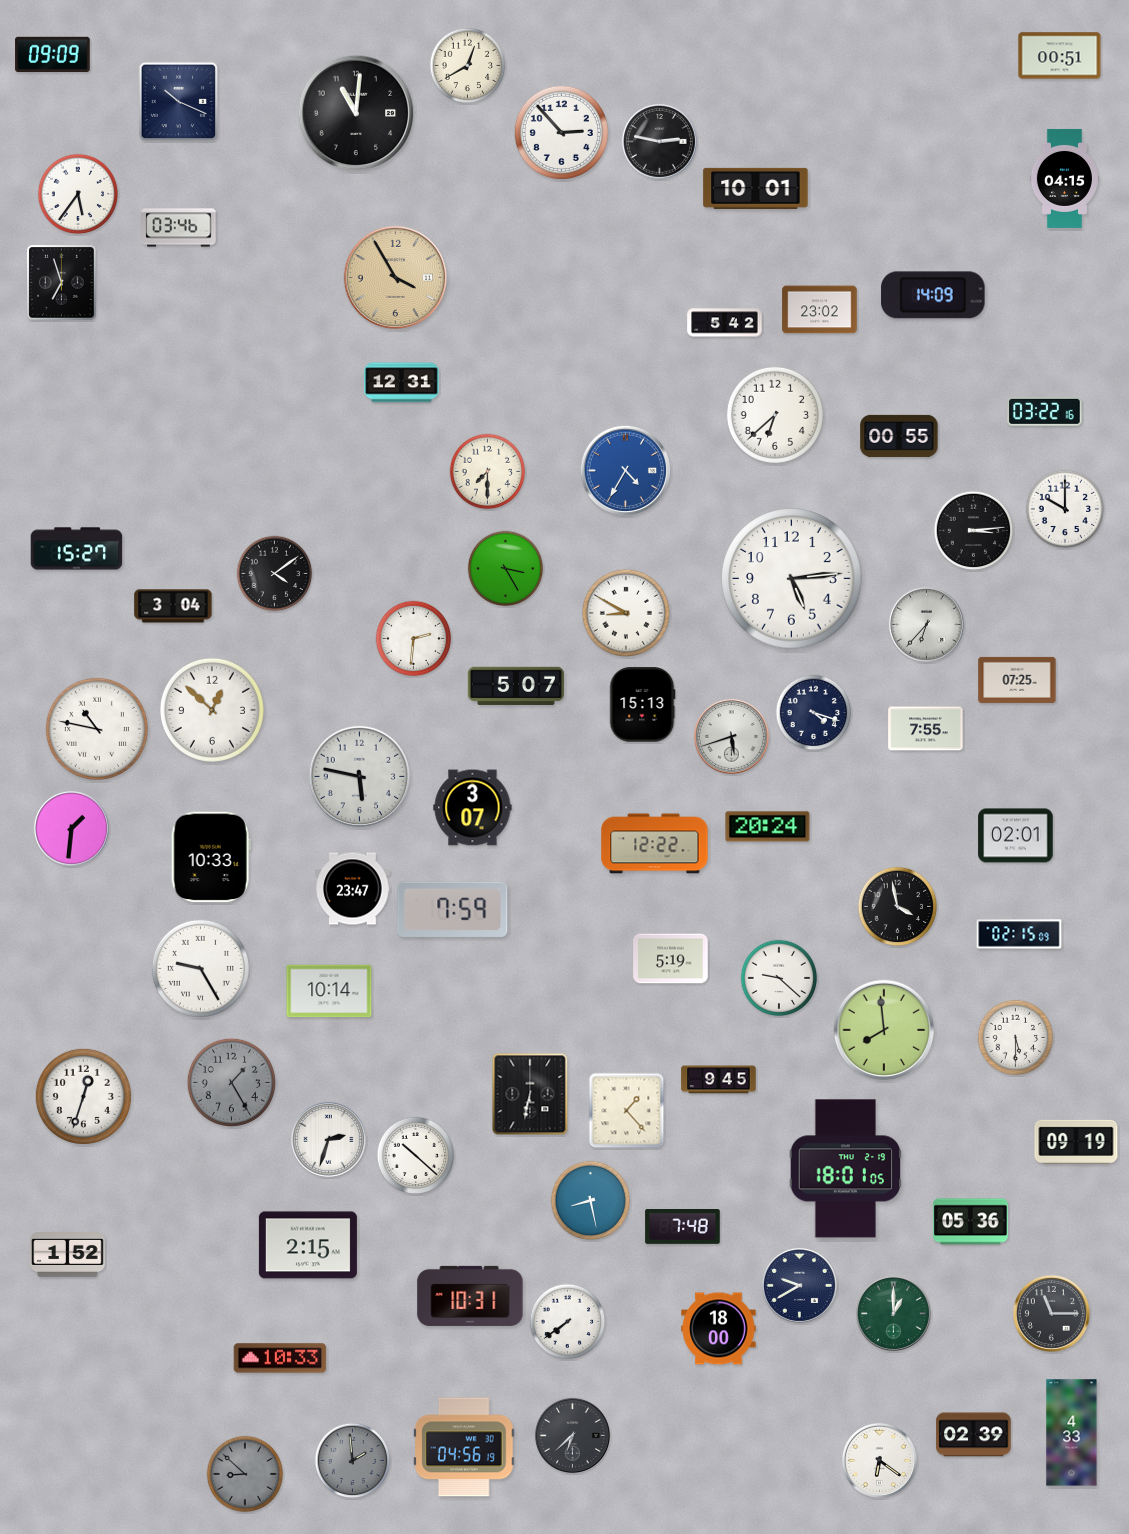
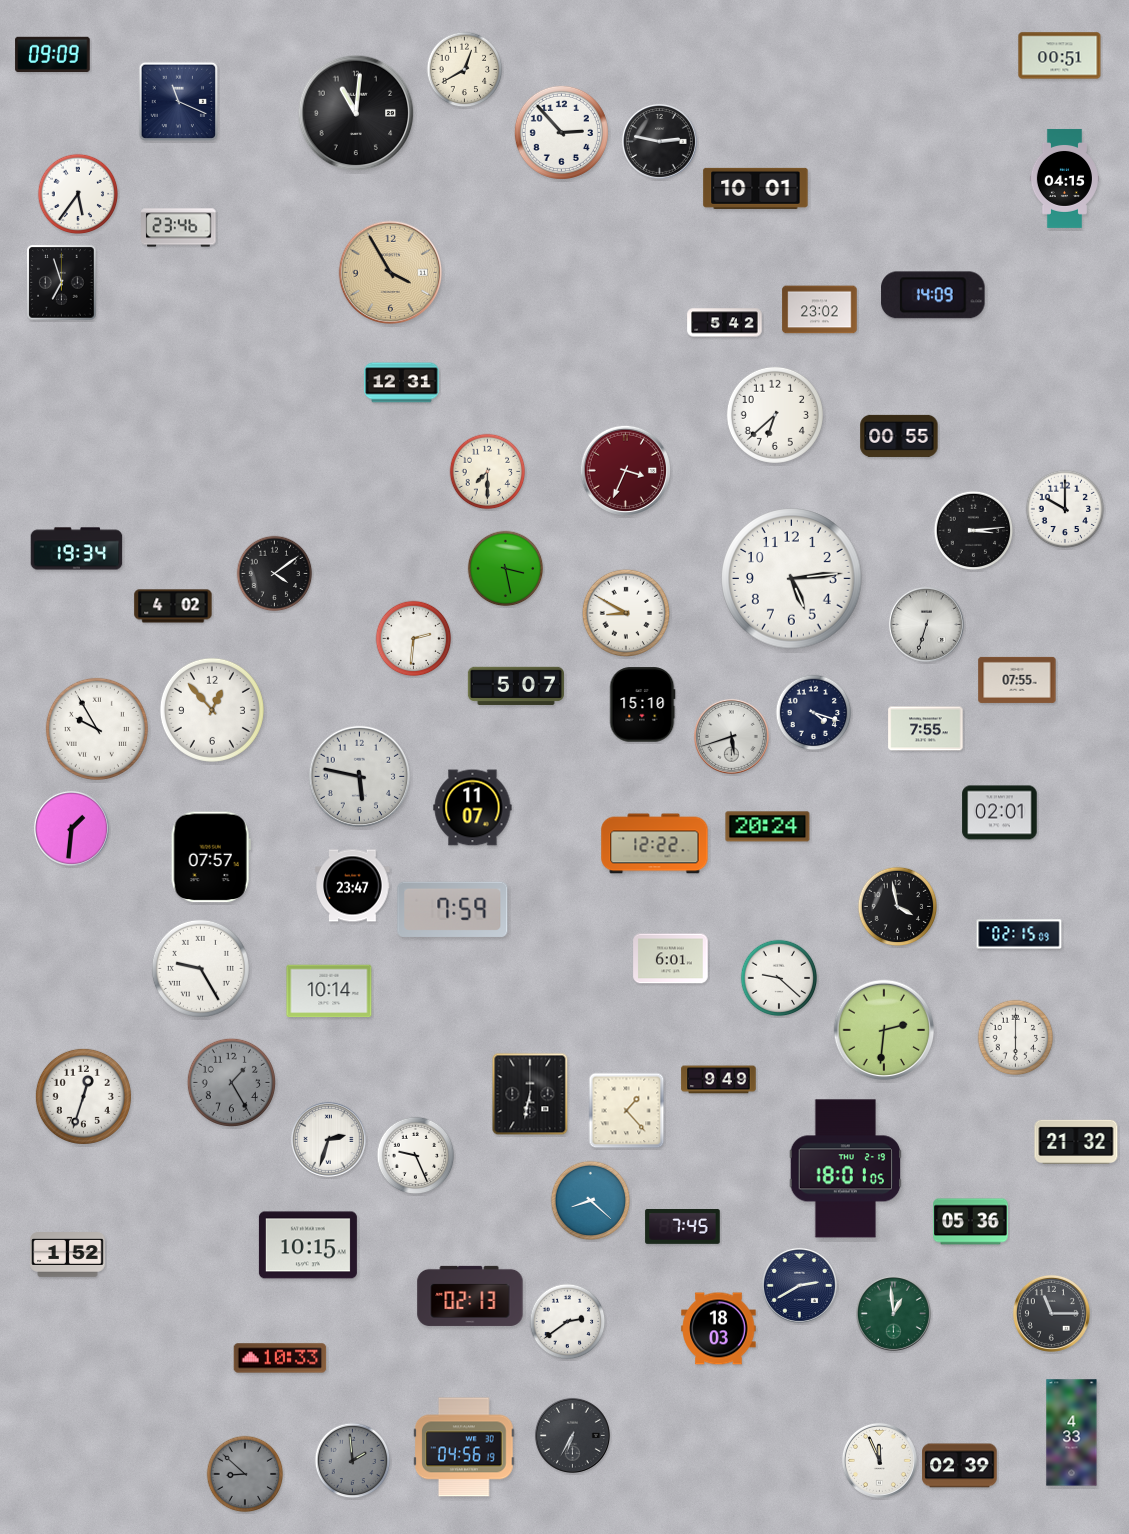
clock at (468, 66) position: (468, 66) -> (465, 70)
clock at (178, 101): 10:19 -> 11:19
clock at (179, 228): 03:46 -> 23:46
clock at (396, 278) position: (396, 278) -> (391, 273)
clock at (1045, 411): 03:22 -> none
clock at (625, 470): 4:35 -> 3:34
clock at (625, 470) dial: blue -> burgundy
clock at (77, 549): 15:27 -> 19:34
clock at (506, 569): 3:25 -> 3:28
clock at (173, 606): 3:04 -> 4:02
clock at (926, 624): 6:37 -> 6:33
clock at (1017, 680): 07:25 -> 07:55
clock at (642, 705): 15:13 -> 15:10
clock at (212, 710): 12:52 -> 12:53
clock at (97, 729): 10:47 -> 9:55
clock at (473, 808): 3:07 -> 11:07
clock at (1016, 836) position: (1016, 836) -> (1000, 813)
clock at (211, 857): 10:33 -> 07:57
clock at (353, 889) position: (353, 889) -> (353, 886)
clock at (671, 959): 5:19 -> 6:01
clock at (884, 1030): 7:59 -> 2:31
clock at (1016, 1038): 5:30 -> 6:00
clock at (719, 1080): 9:45 -> 9:49
clock at (1076, 1141): 09:19 -> 21:32
clock at (416, 1156): 10:22 -> 9:26
clock at (591, 1201): 8:28 -> 8:22
clock at (683, 1227): 7:48 -> 7:45
clock at (308, 1245): 2:15 -> 10:15
clock at (799, 1285): 9:40 -> 2:40
clock at (470, 1296): 10:31 -> 02:13
clock at (893, 1313): 1:00 -> 12:59
clock at (568, 1322): 7:39 -> 2:39
clock at (719, 1329): 18:00 -> 18:03
clock at (572, 1435): 6:38 -> 6:35
clock at (974, 1435) position: (974, 1435) -> (960, 1466)
clock at (879, 1460): 6:21 -> 11:56
